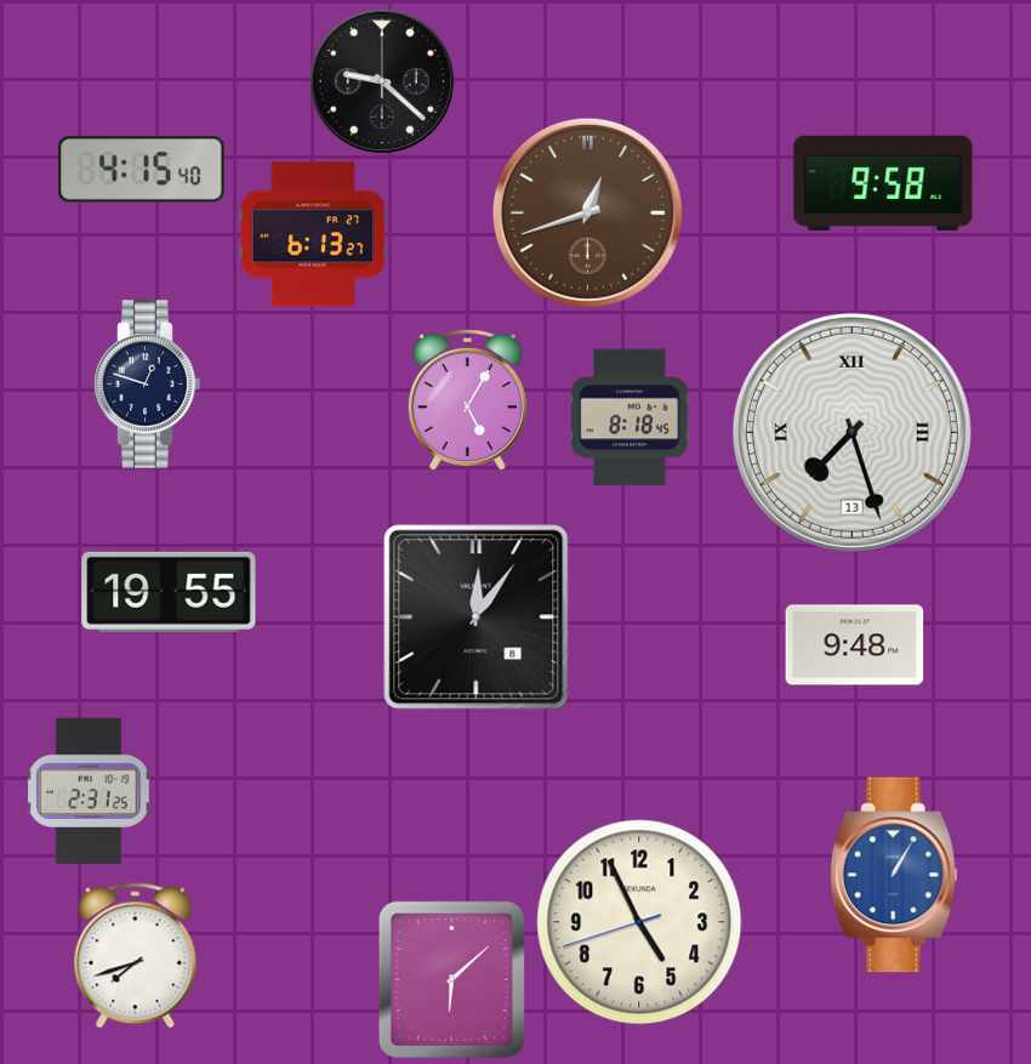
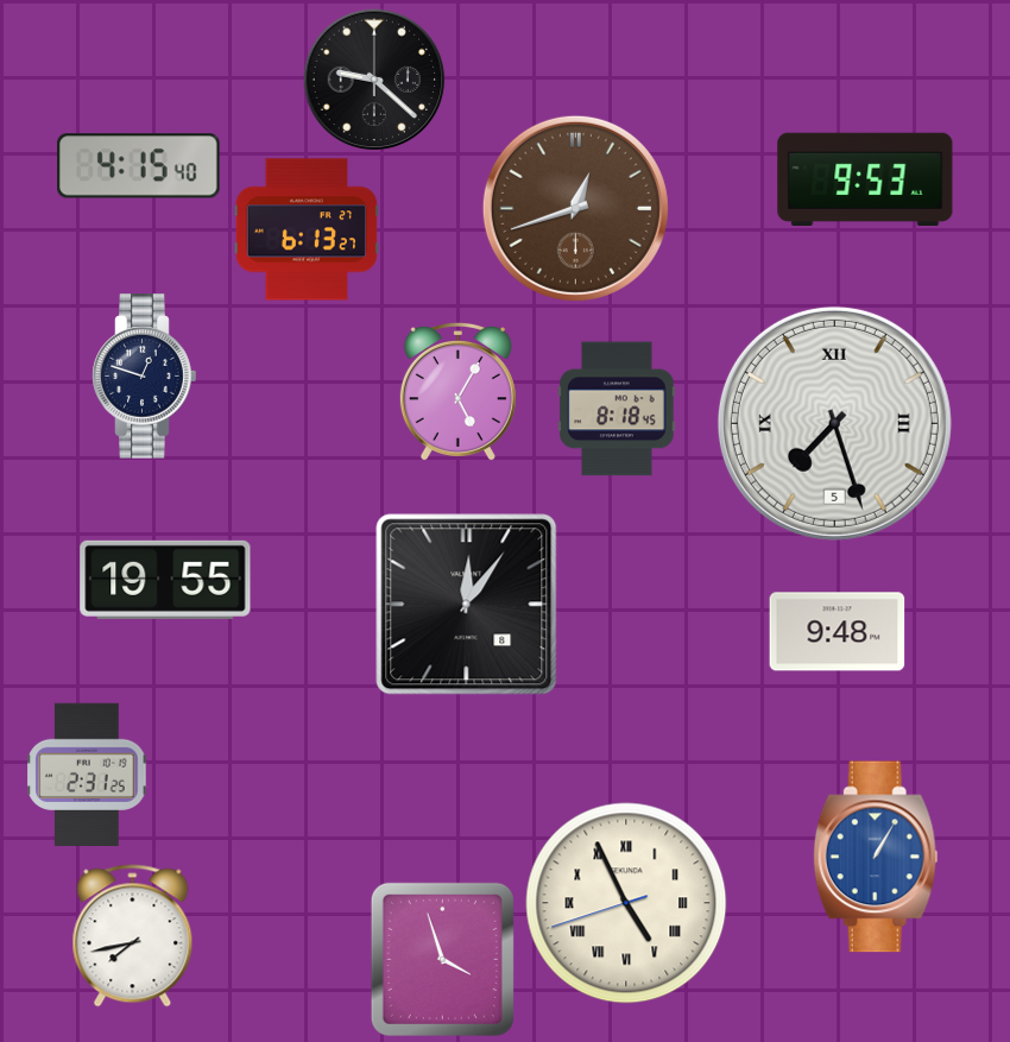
clock at (883, 182): 9:58 -> 9:53
clock at (851, 432) date: 13 -> 5
clock at (639, 922) numerals: Arabic -> Roman
clock at (136, 956): 7:42 -> 7:43
clock at (451, 979): 6:08 -> 3:57
